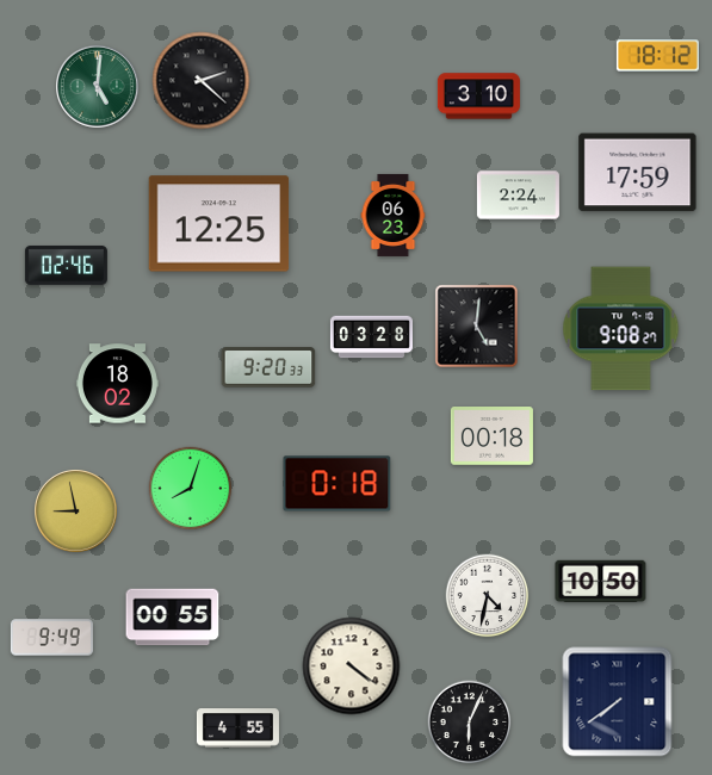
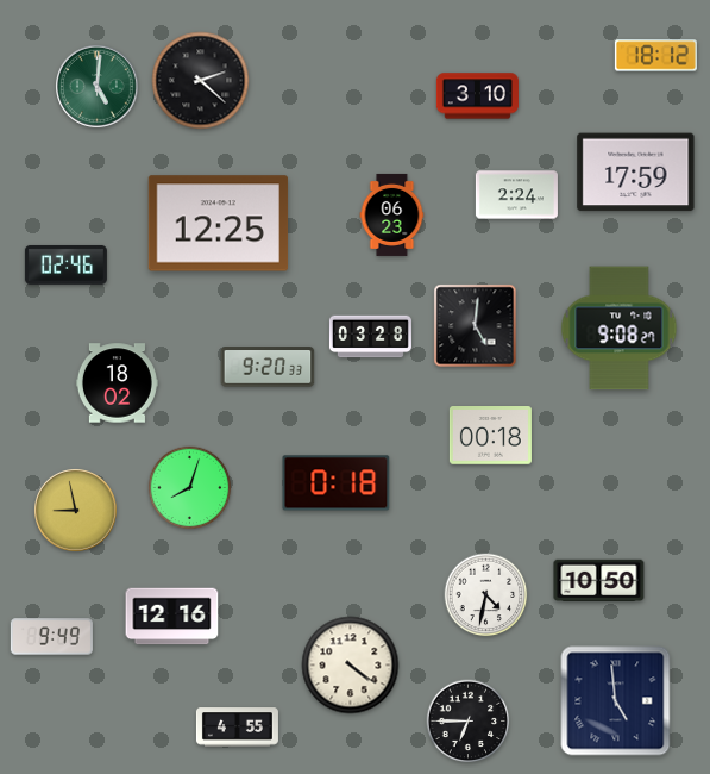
clock at (173, 618): 00:55 -> 12:16
clock at (618, 702): 7:39 -> 4:59
clock at (470, 723): 6:04 -> 6:45
